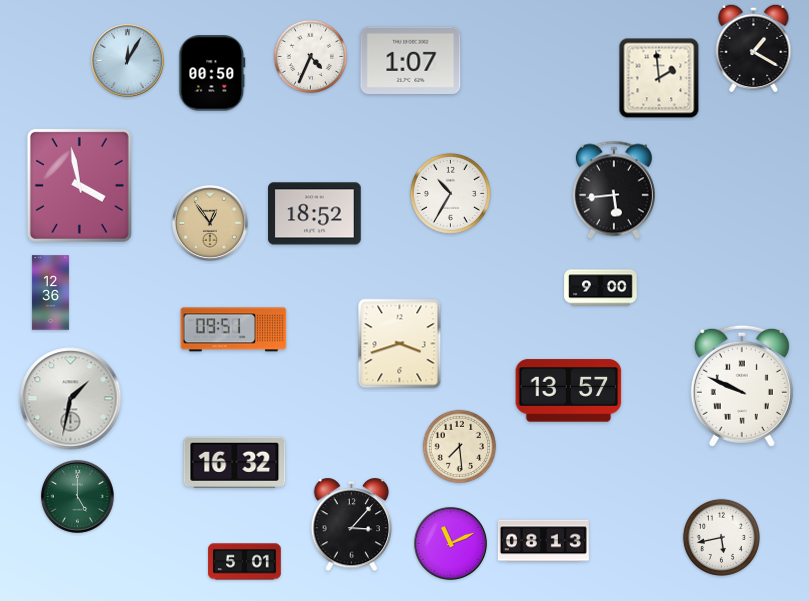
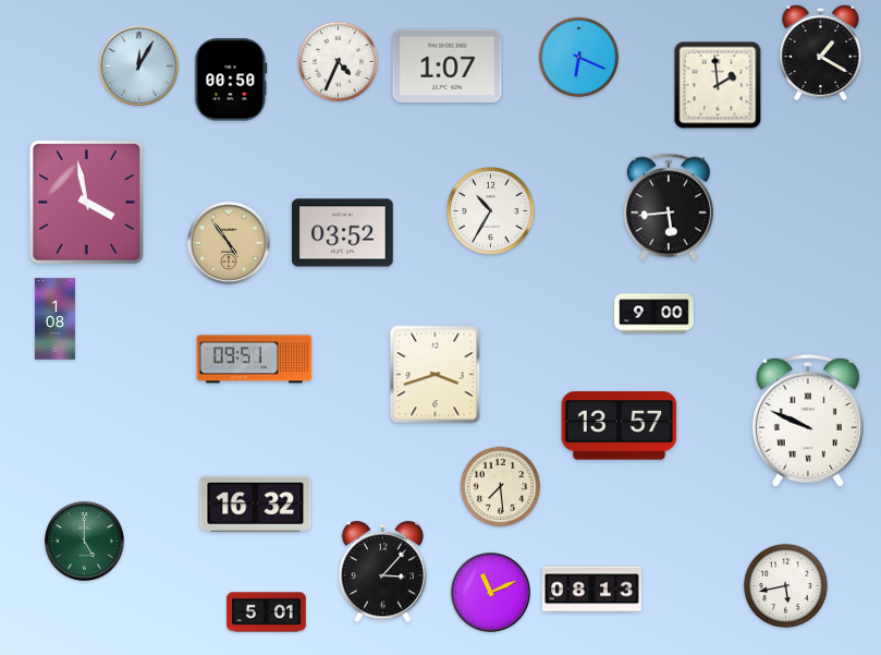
clock at (579, 58): none -> 6:19
clock at (315, 214): 18:52 -> 03:52
clock at (211, 224): 12:54 -> 4:54
clock at (50, 293): 12:36 -> 1:08
clock at (71, 399): 1:32 -> none
